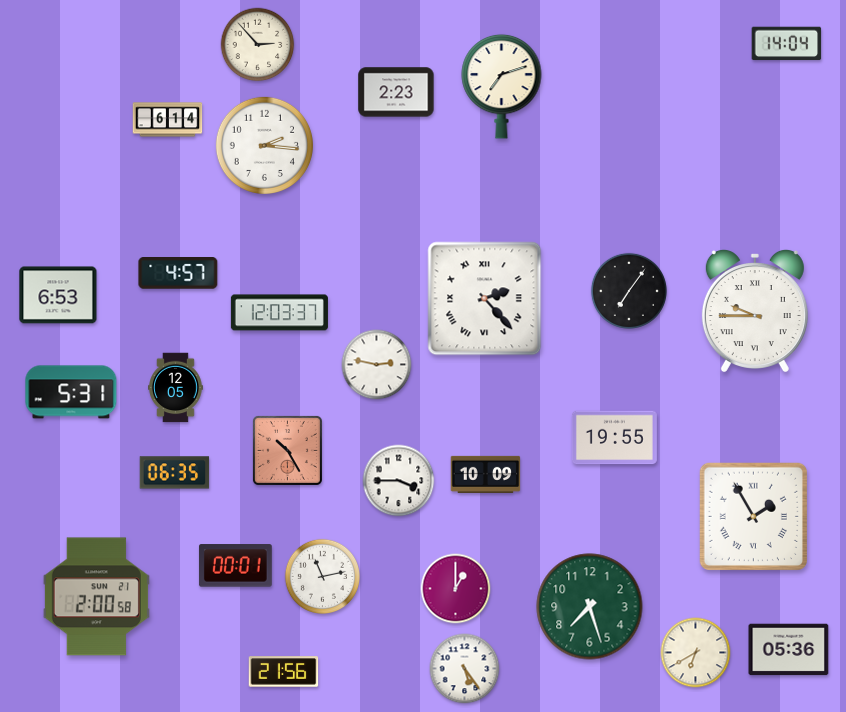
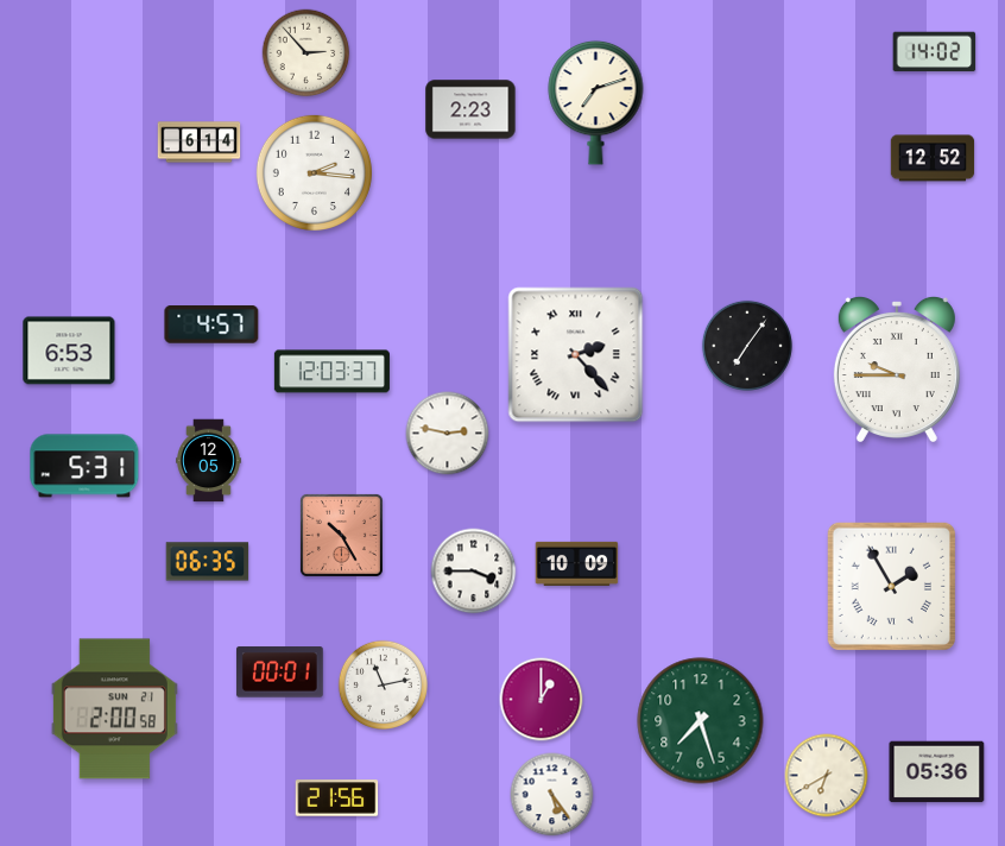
clock at (787, 44): 14:04 -> 14:02
clock at (933, 158): none -> 12:52
clock at (614, 438): 19:55 -> none
clock at (753, 516) position: (753, 516) -> (891, 586)
